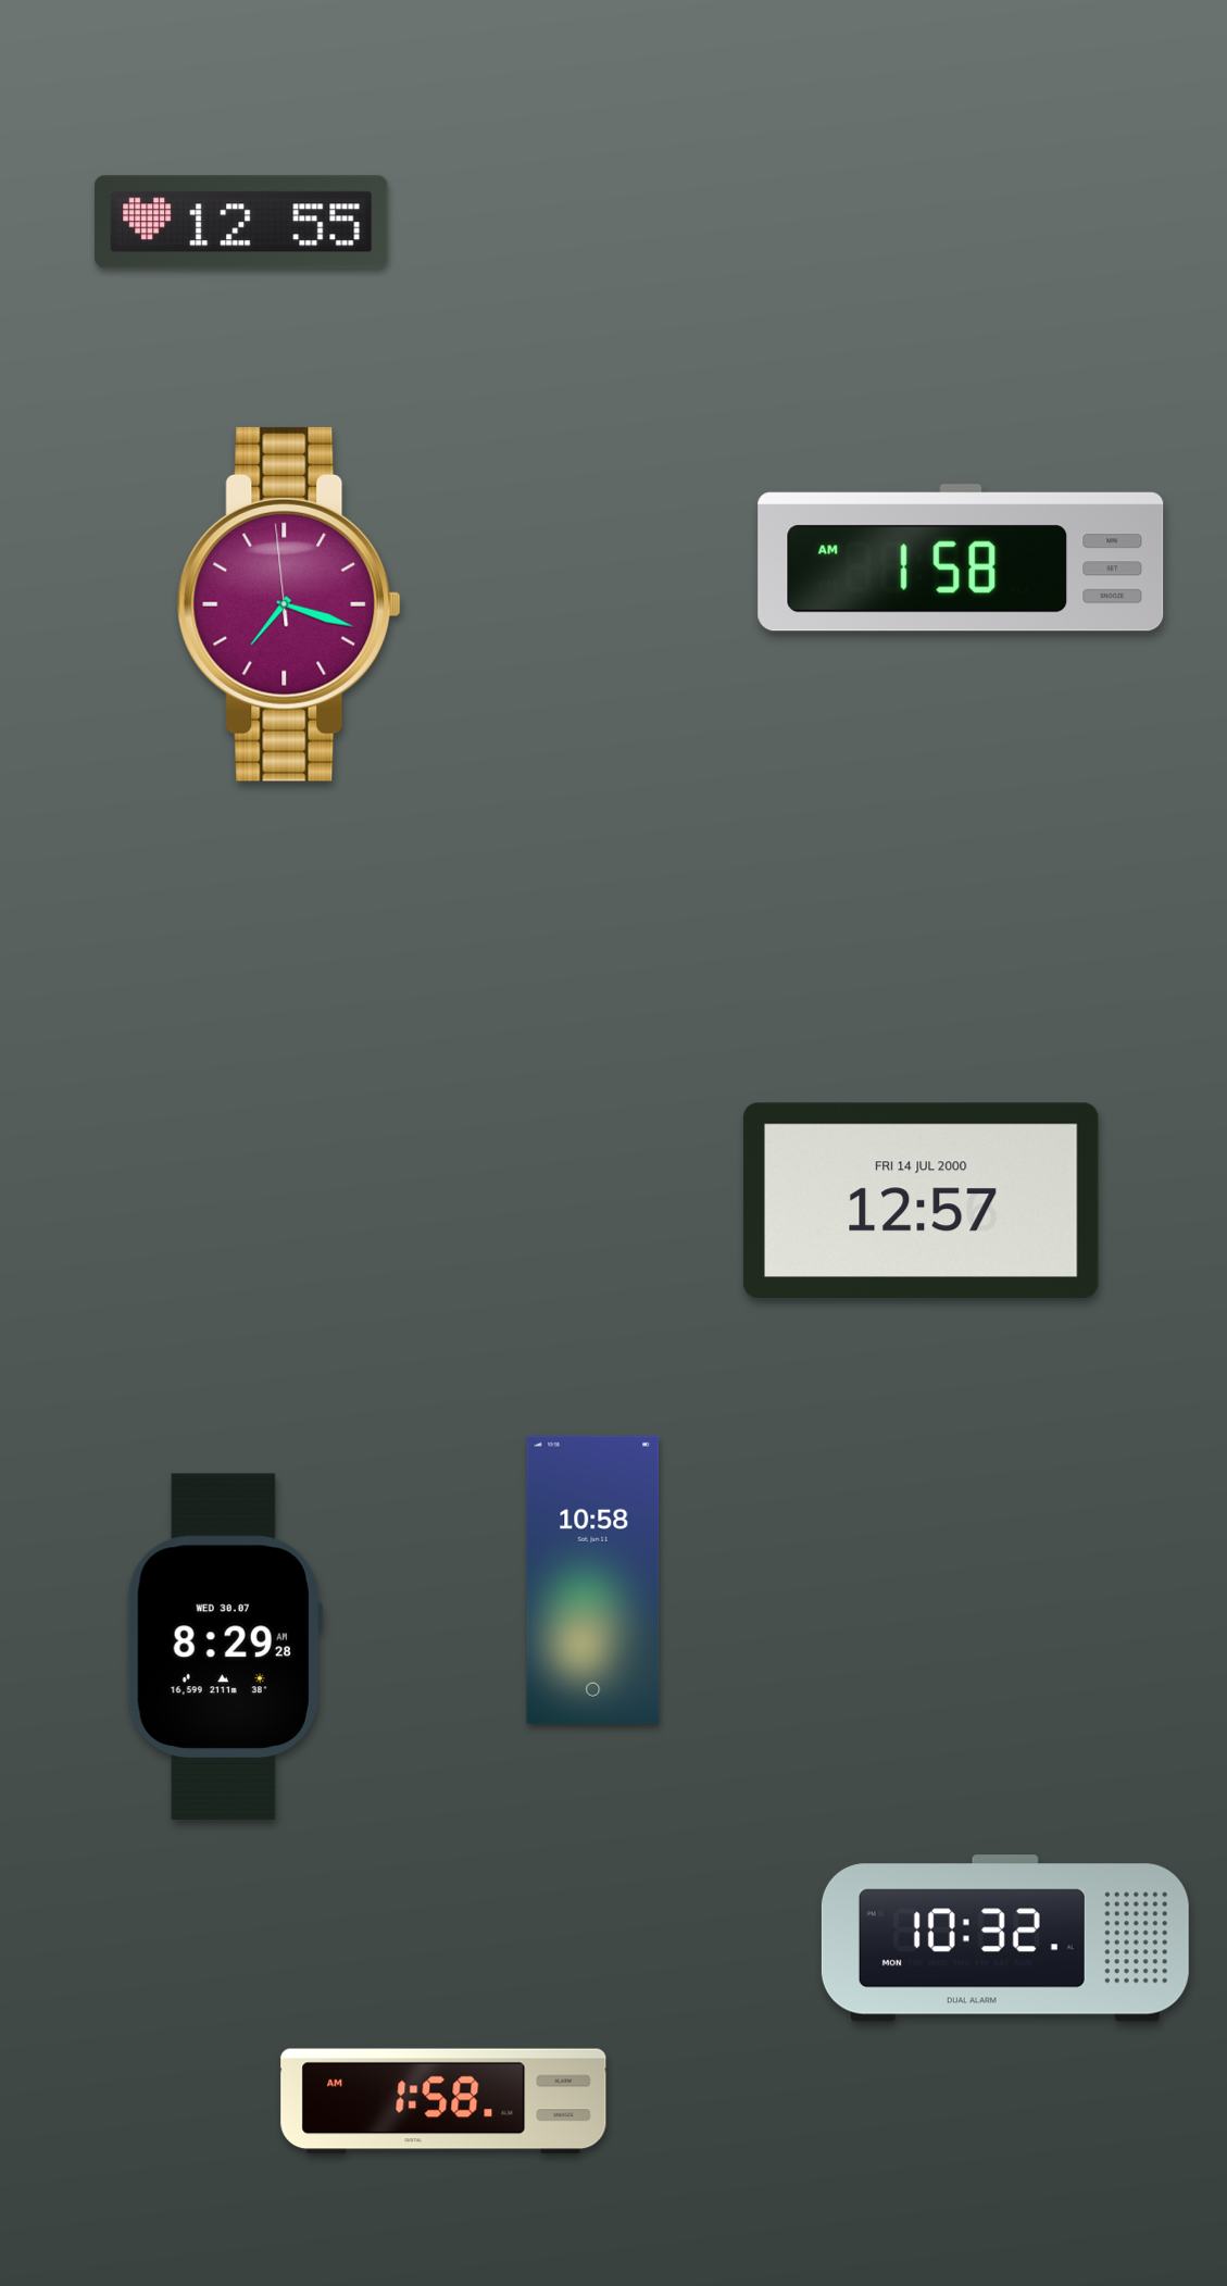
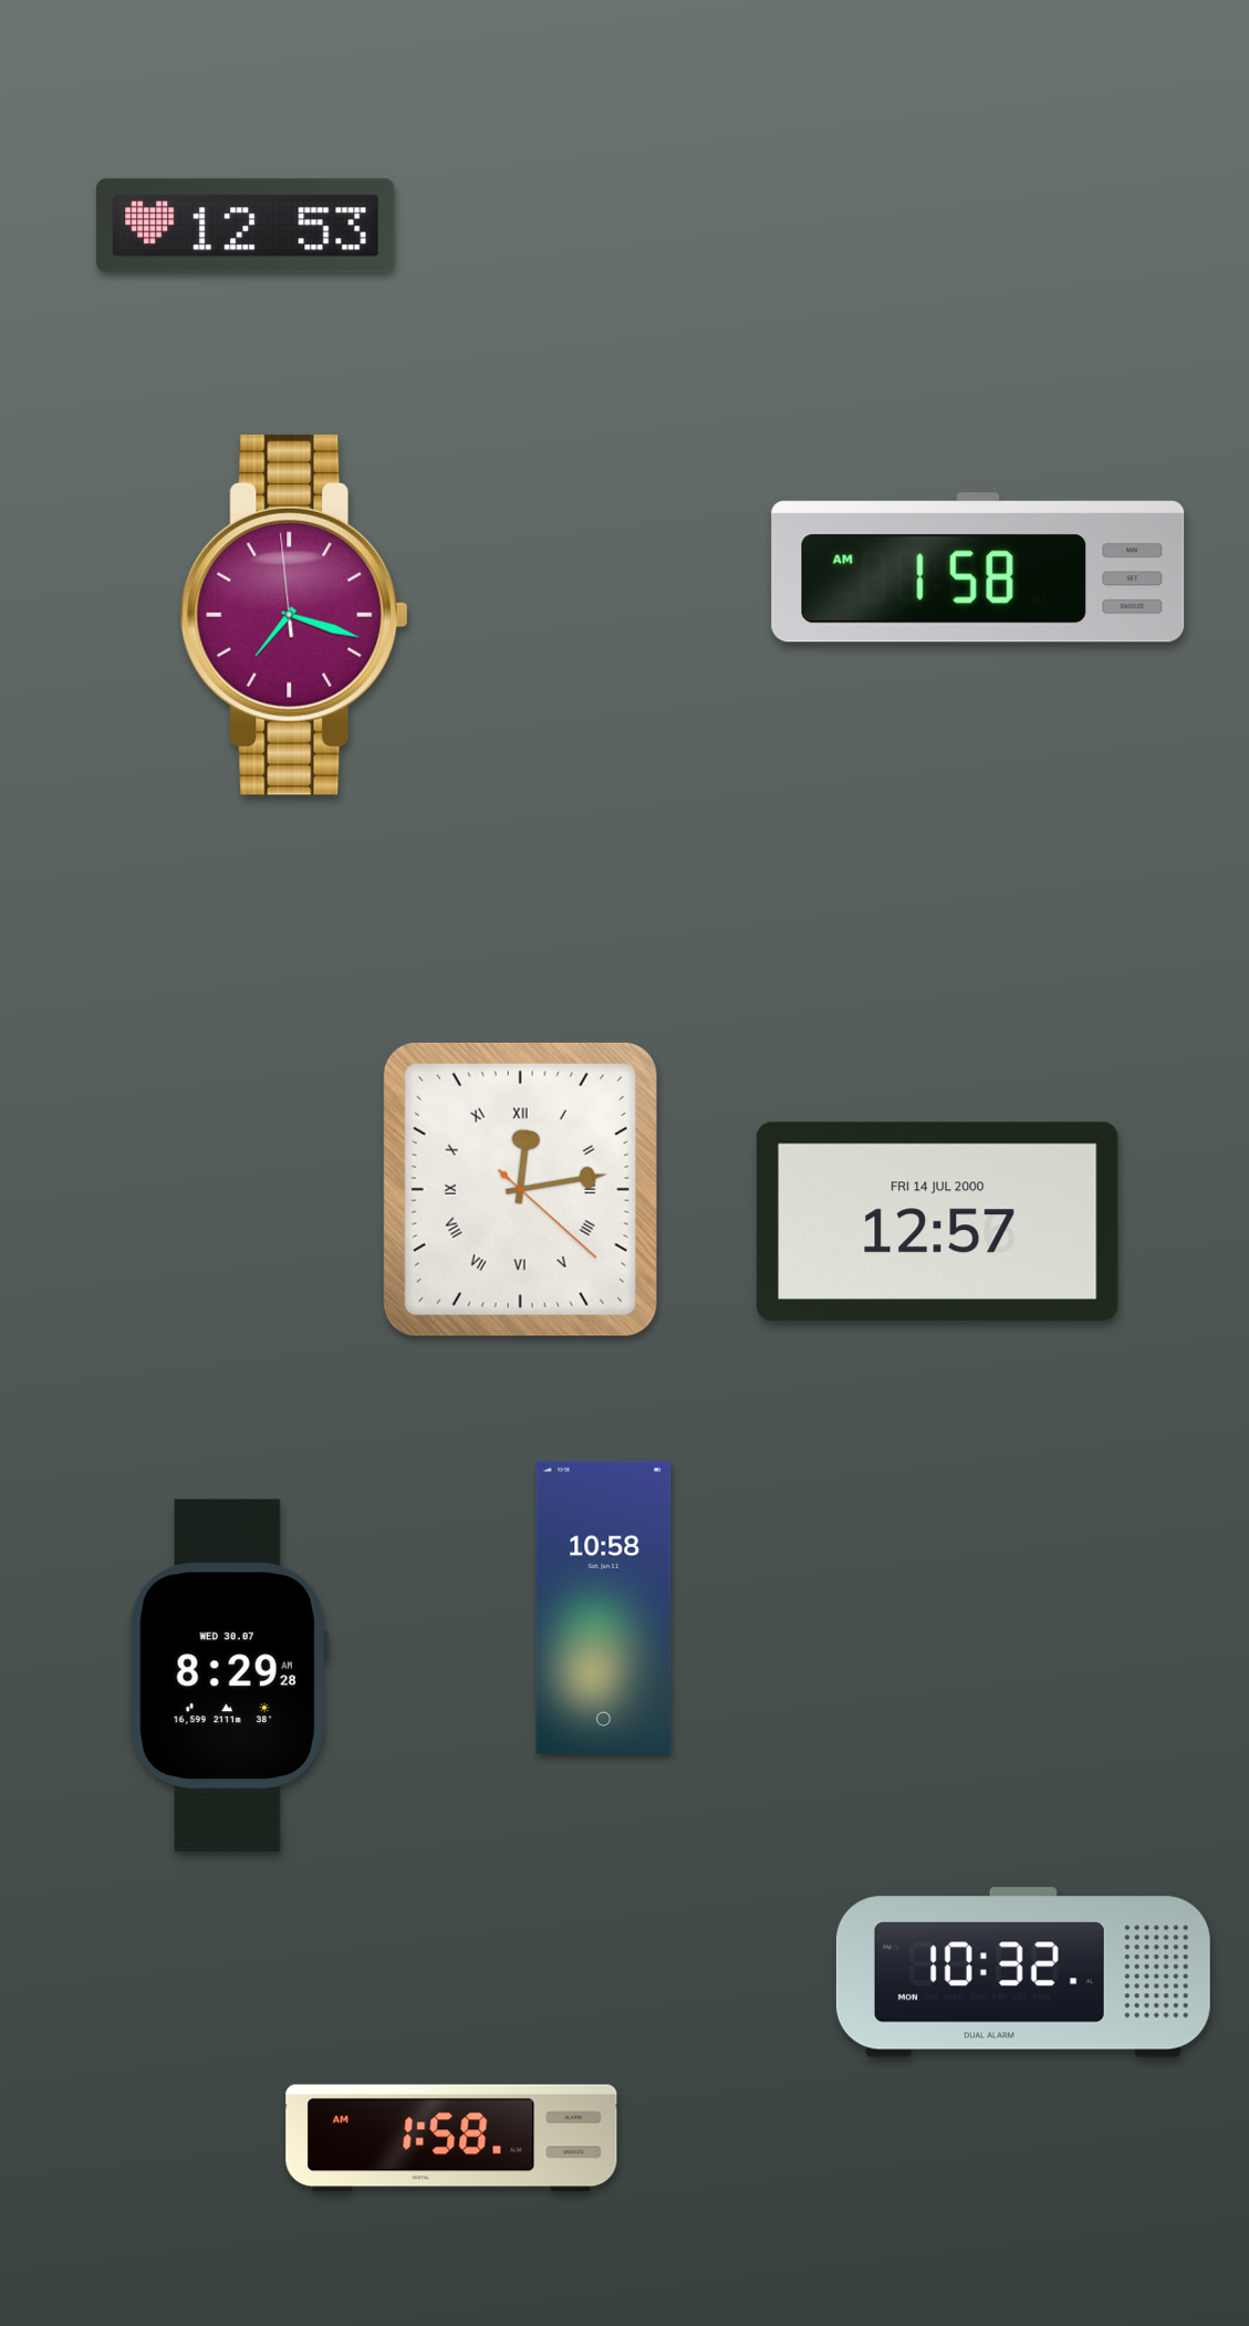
clock at (241, 222): 12:55 -> 12:53
clock at (520, 1189): none -> 12:13
